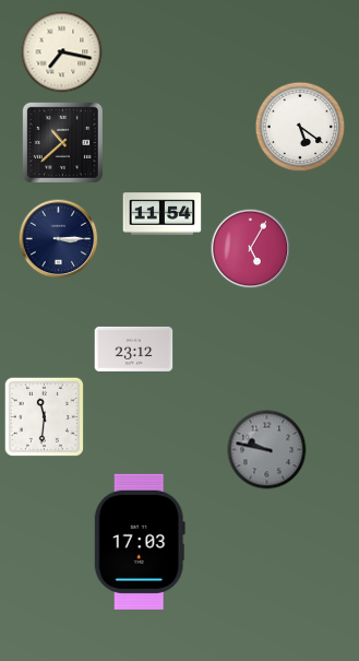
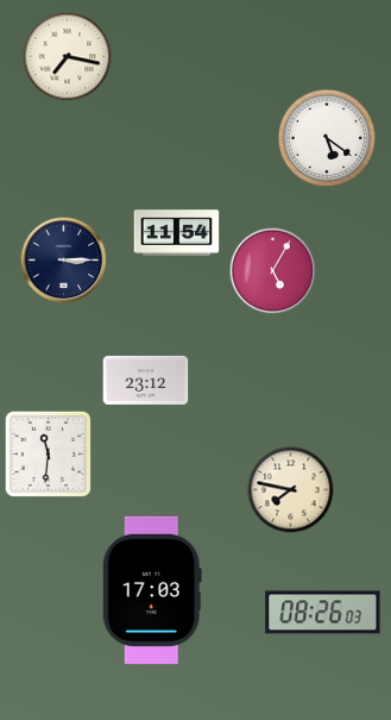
clock at (62, 142): 10:38 -> none
clock at (267, 450): 9:47 -> 7:47
clock at (267, 450) dial: grey -> cream
clock at (323, 613): none -> 08:26
